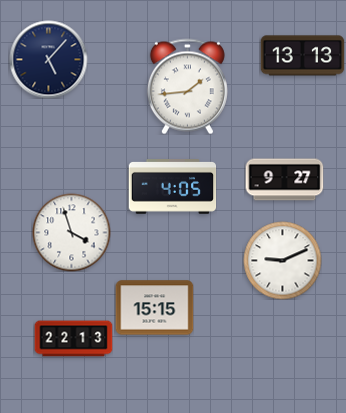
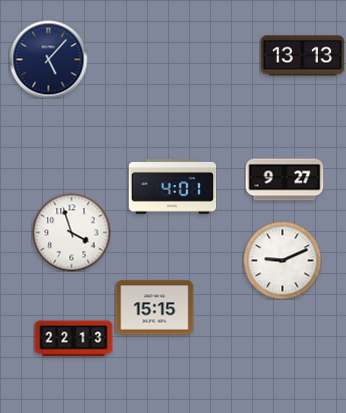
clock at (187, 86): 1:44 -> none
clock at (172, 187): 4:05 -> 4:01
